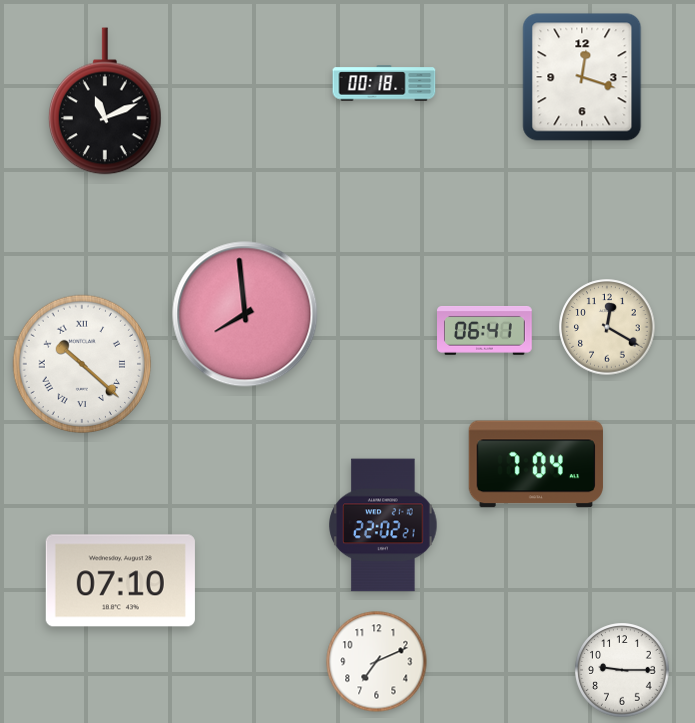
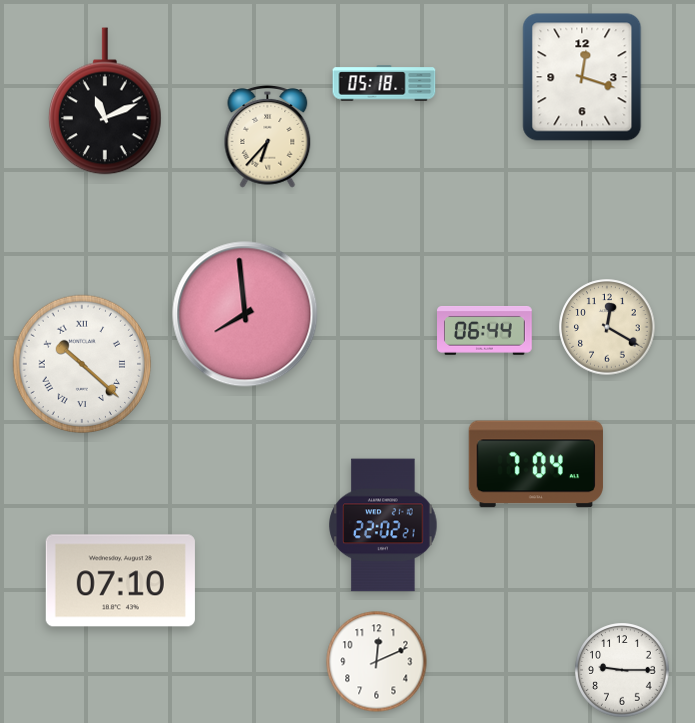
clock at (384, 83): 00:18 -> 05:18
clock at (268, 136): none -> 6:37
clock at (485, 330): 06:41 -> 06:44
clock at (377, 662): 7:11 -> 12:11
